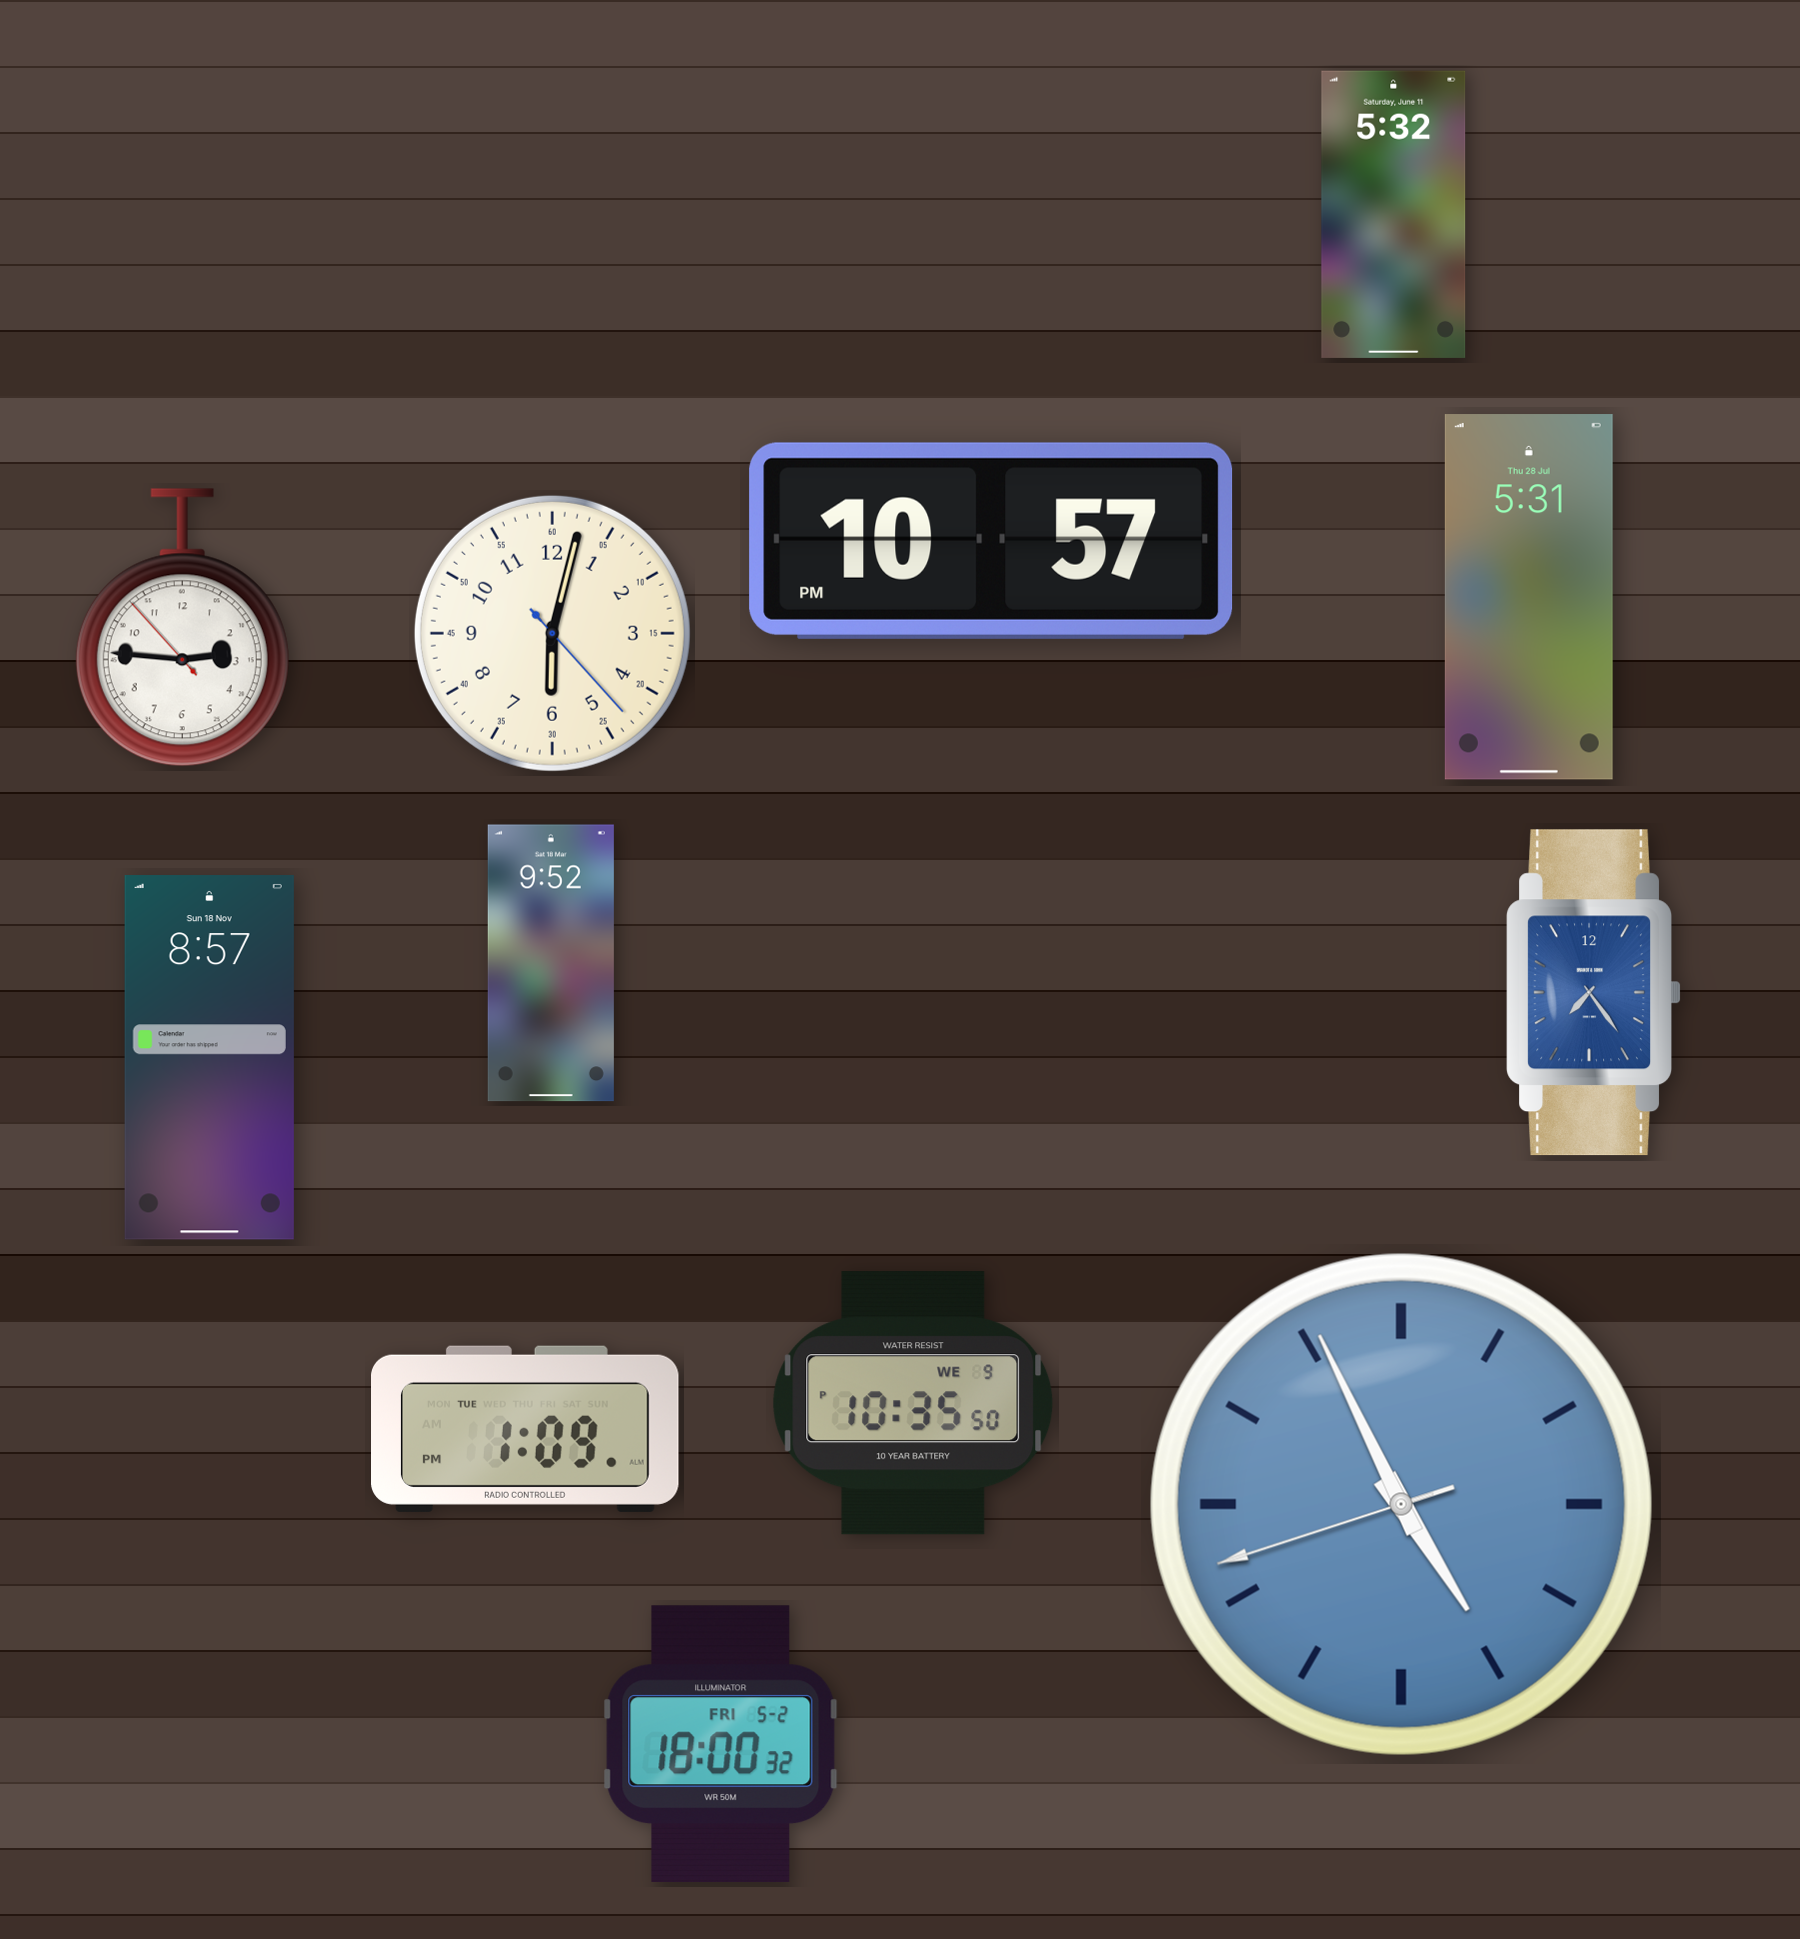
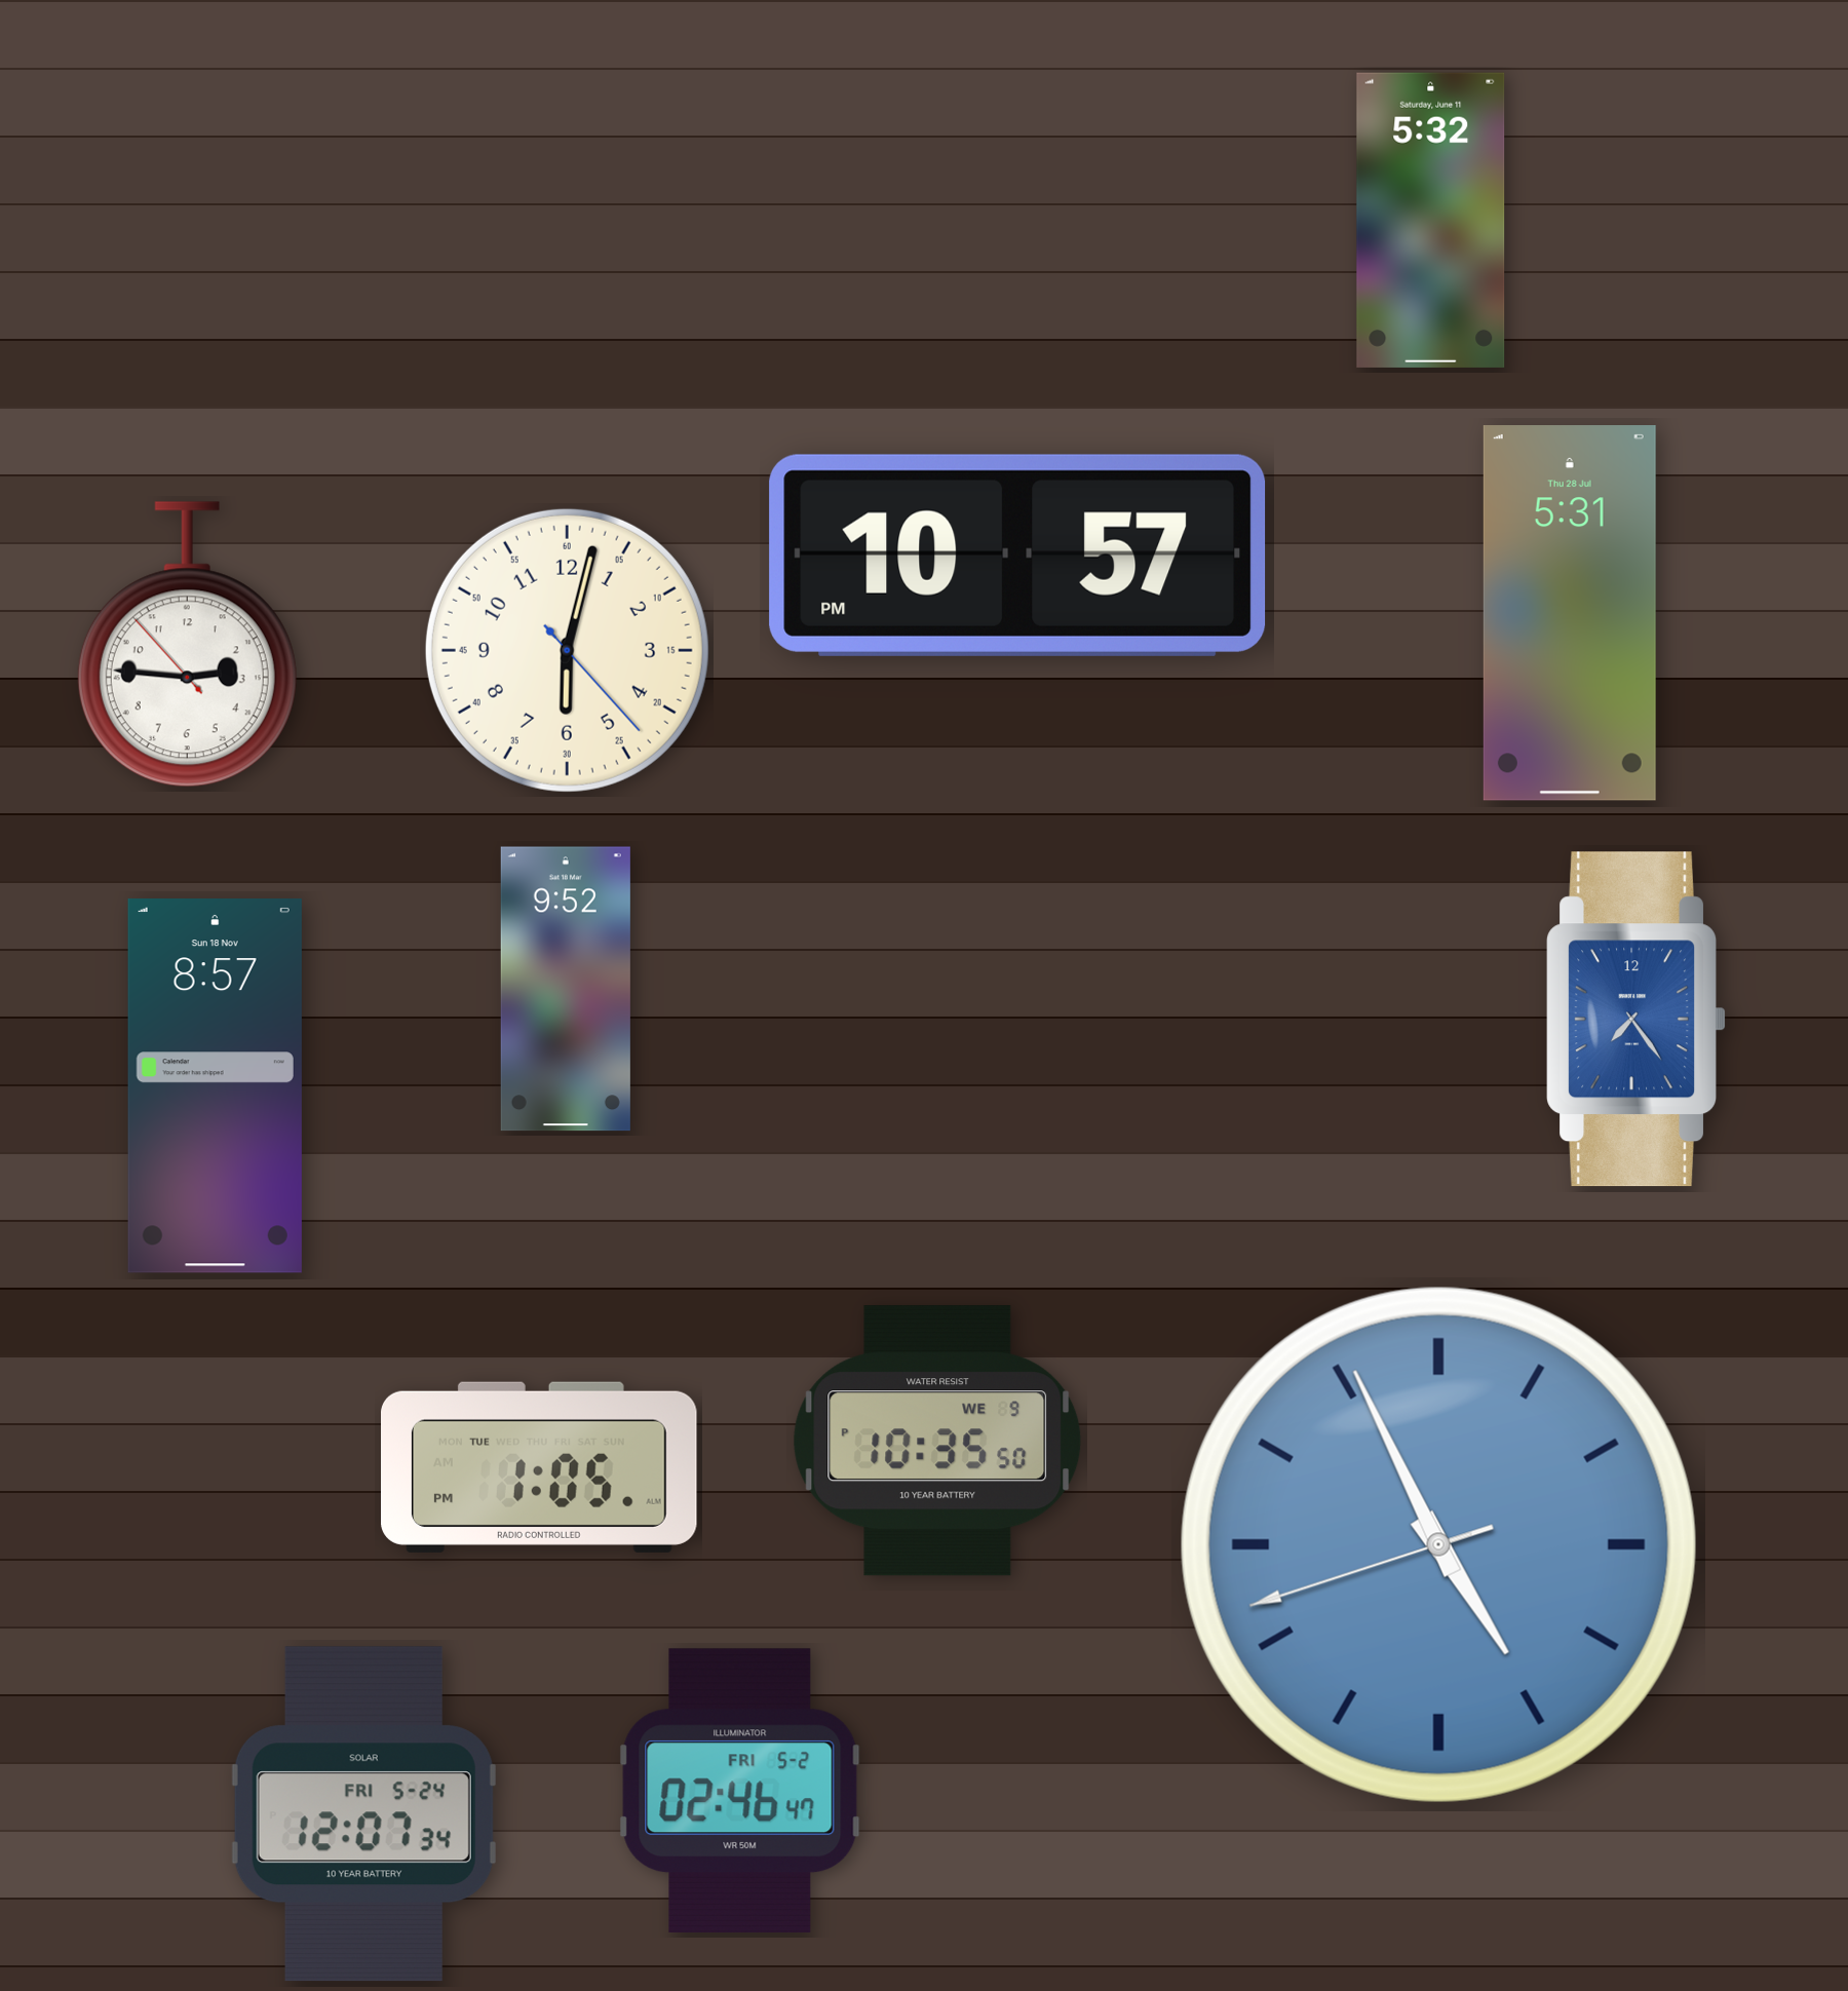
clock at (526, 1429): 1:09 -> 1:05
clock at (721, 1743): 18:00 -> 02:46
clock at (363, 1814): none -> 12:07
